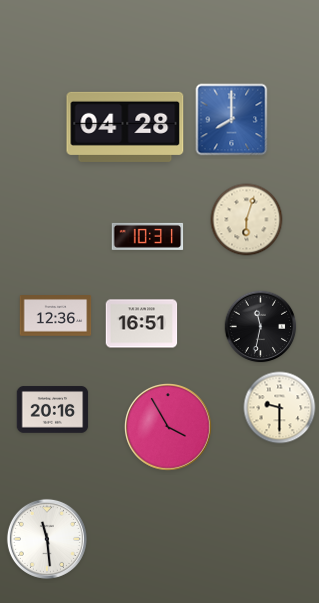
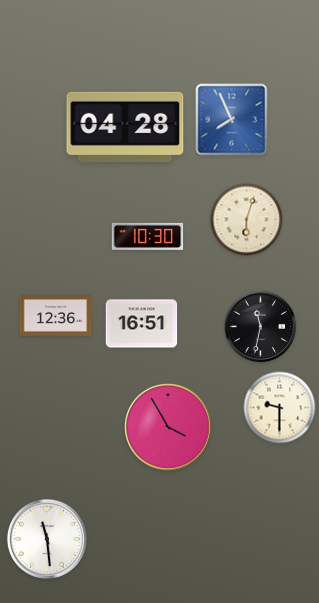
clock at (232, 120): 8:00 -> 7:56
clock at (148, 236): 10:31 -> 10:30
clock at (53, 410): 20:16 -> none
